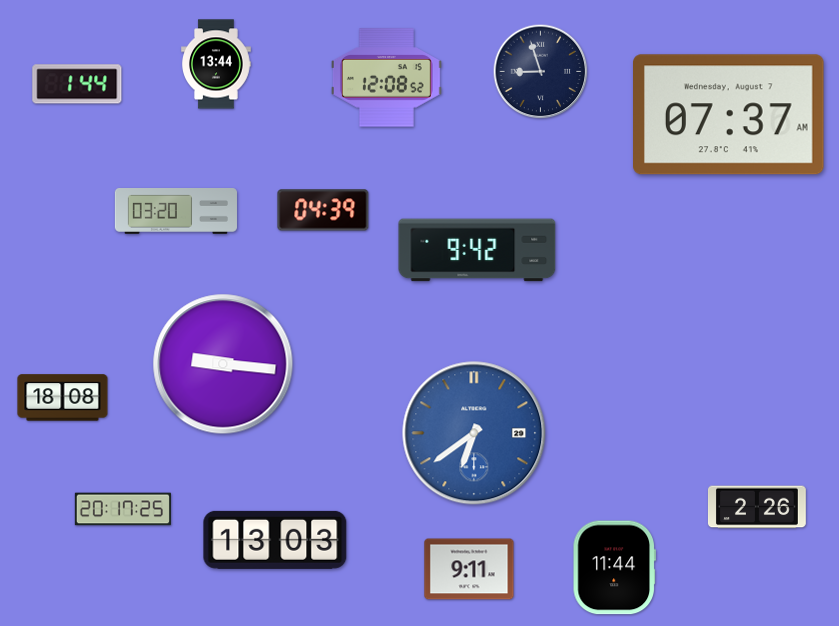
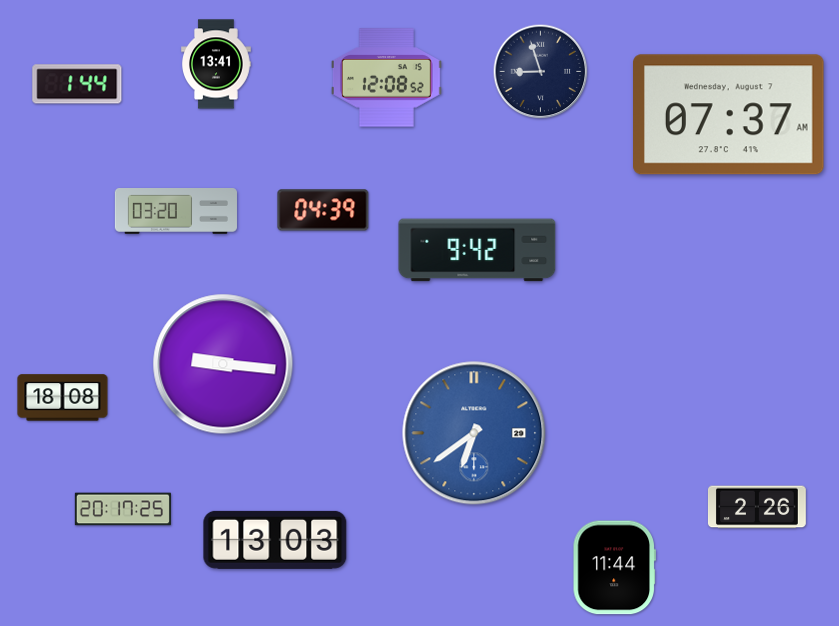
clock at (216, 64): 13:44 -> 13:41
clock at (469, 569): 9:11 -> none
